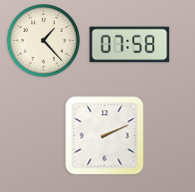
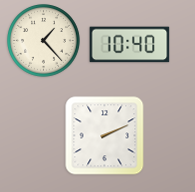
clock at (130, 45): 07:58 -> 10:40
